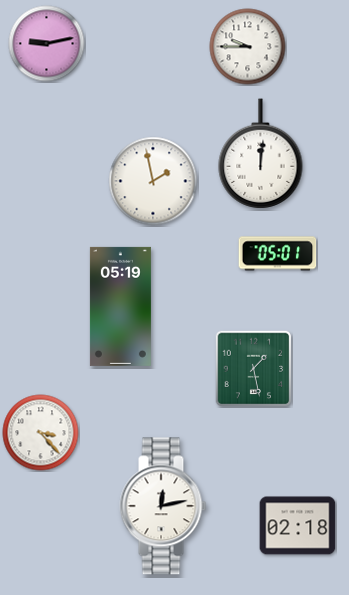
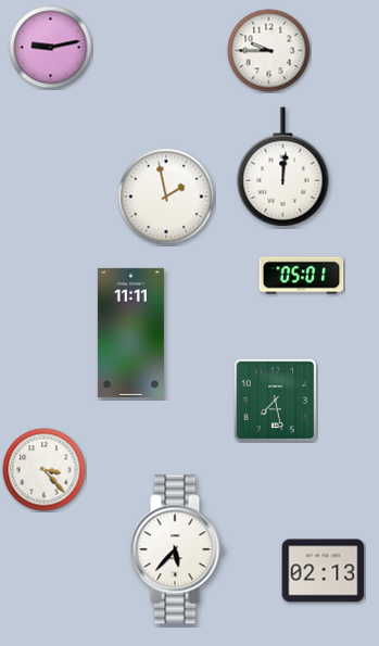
clock at (120, 306): 05:19 -> 11:11
clock at (253, 368): 1:28 -> 7:28
clock at (163, 506): 12:13 -> 5:37
clock at (298, 526): 02:18 -> 02:13
